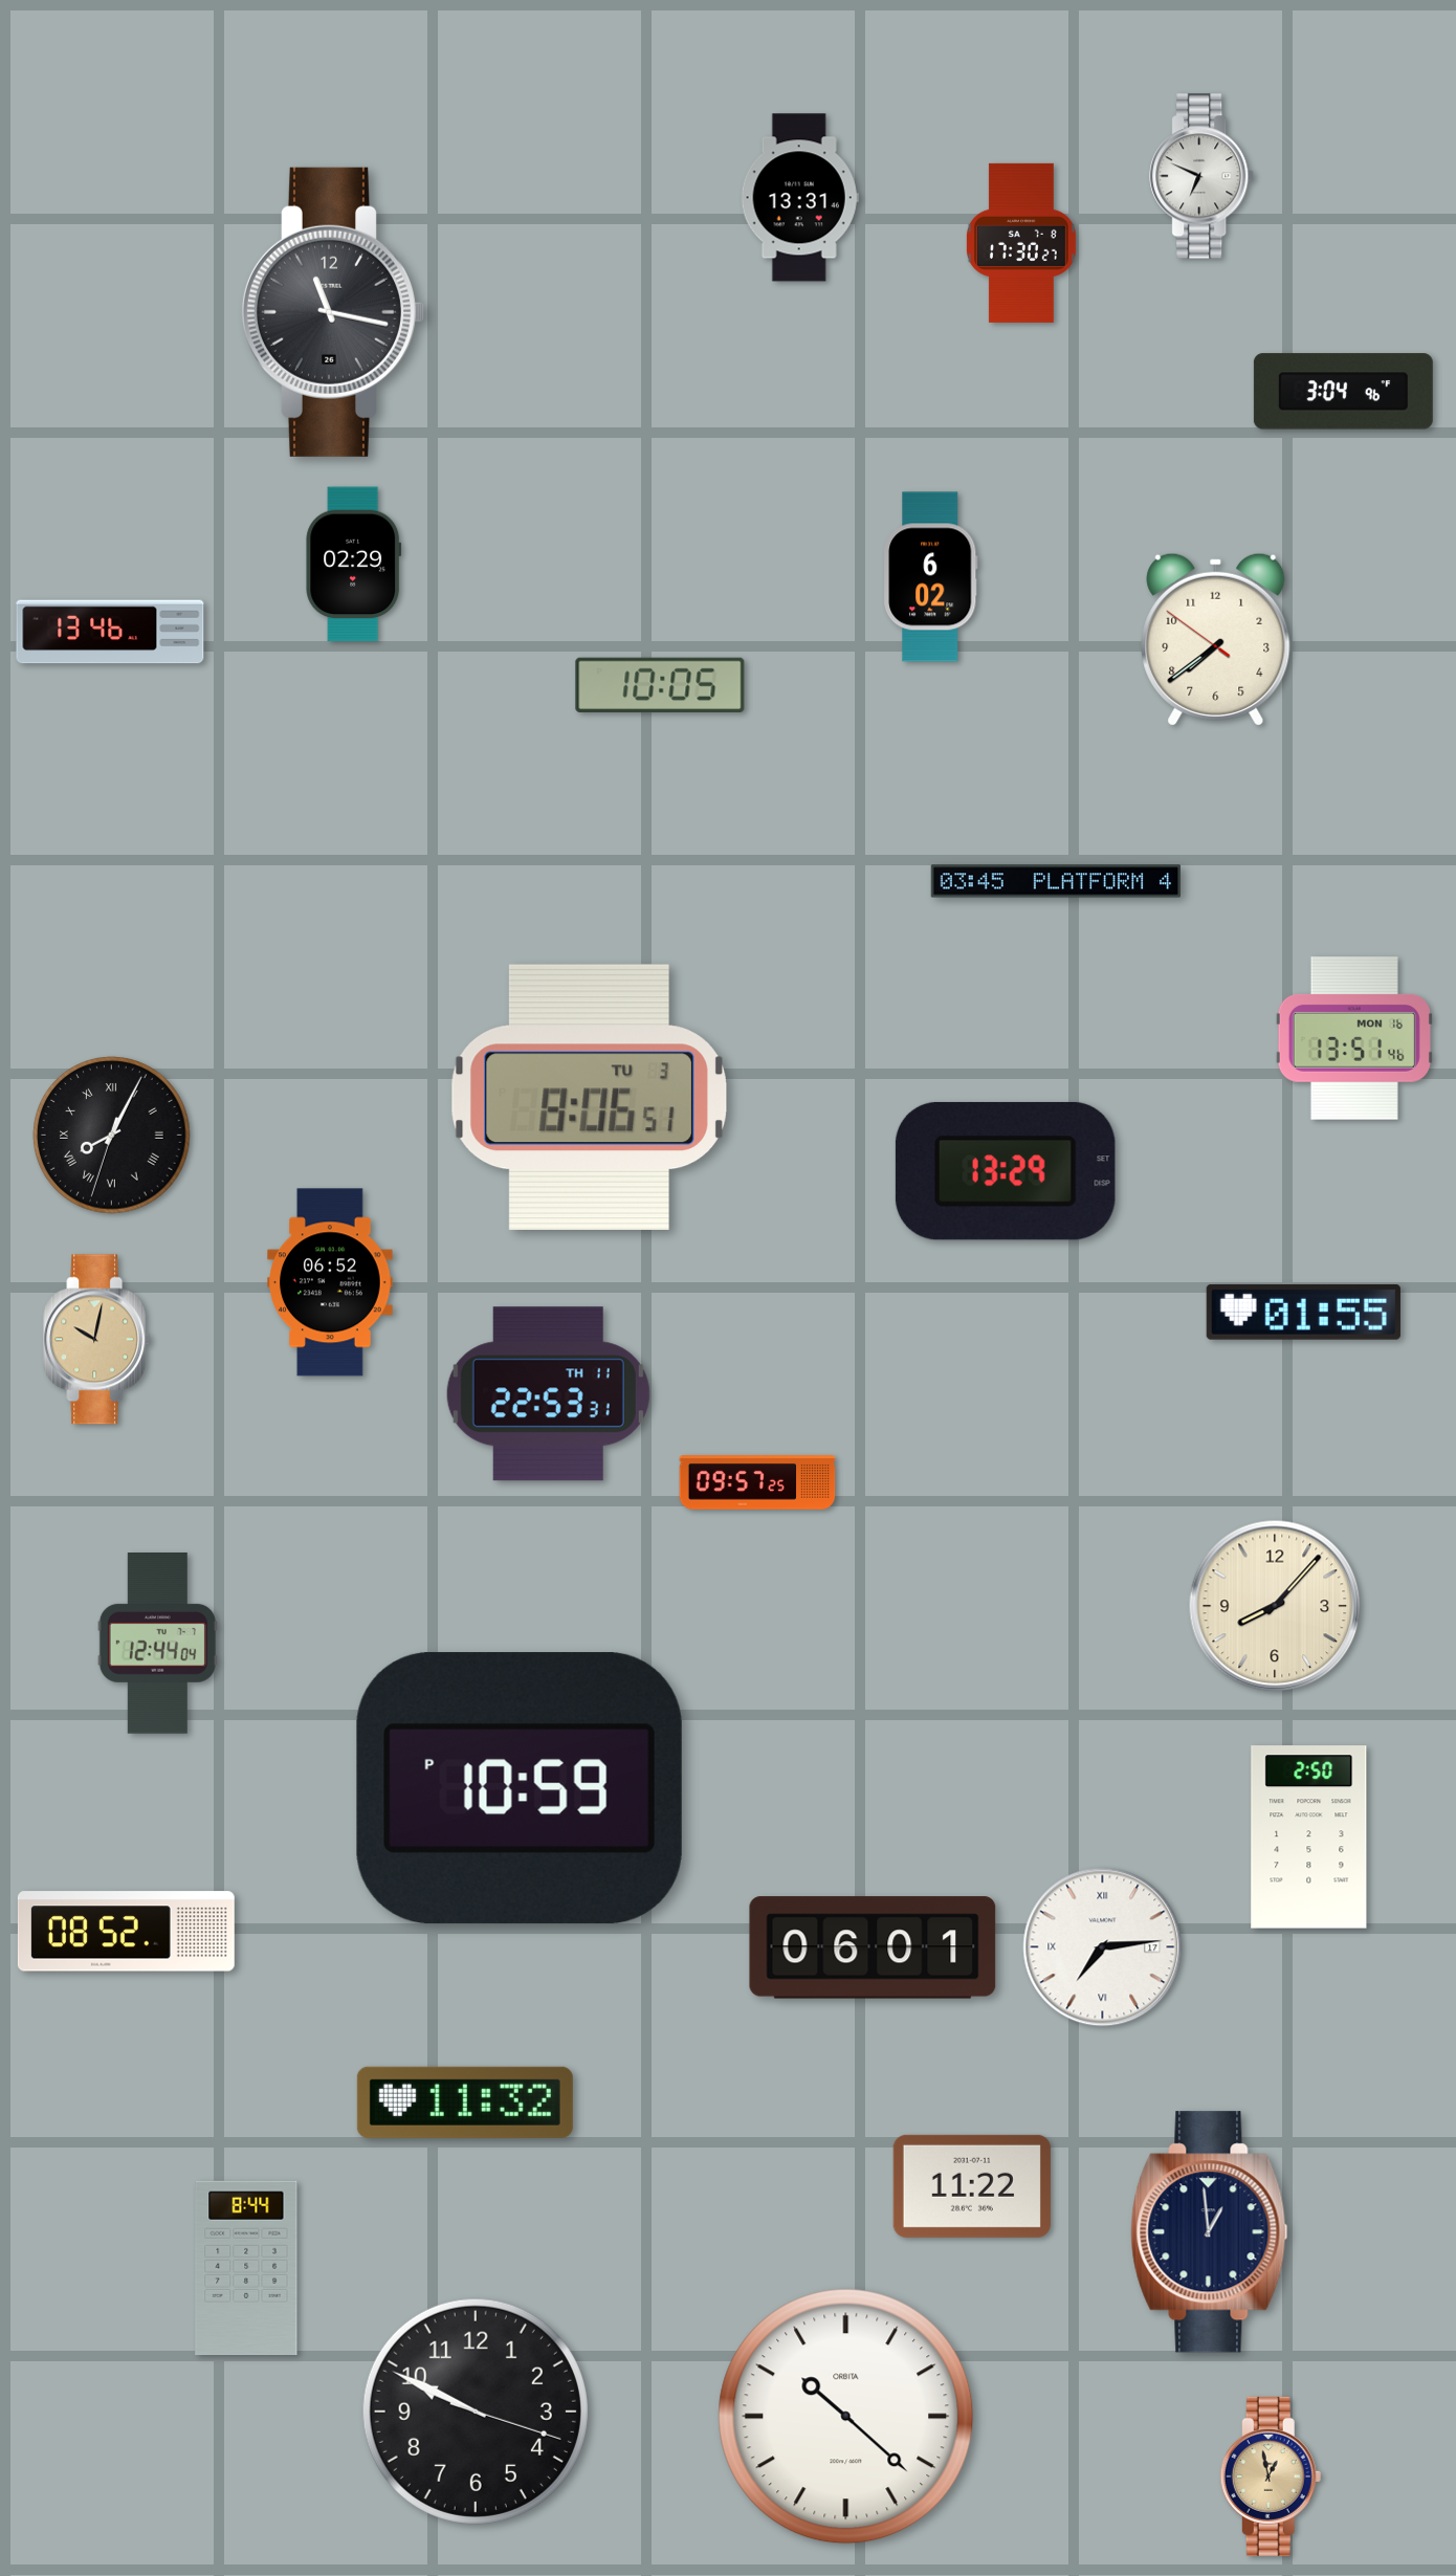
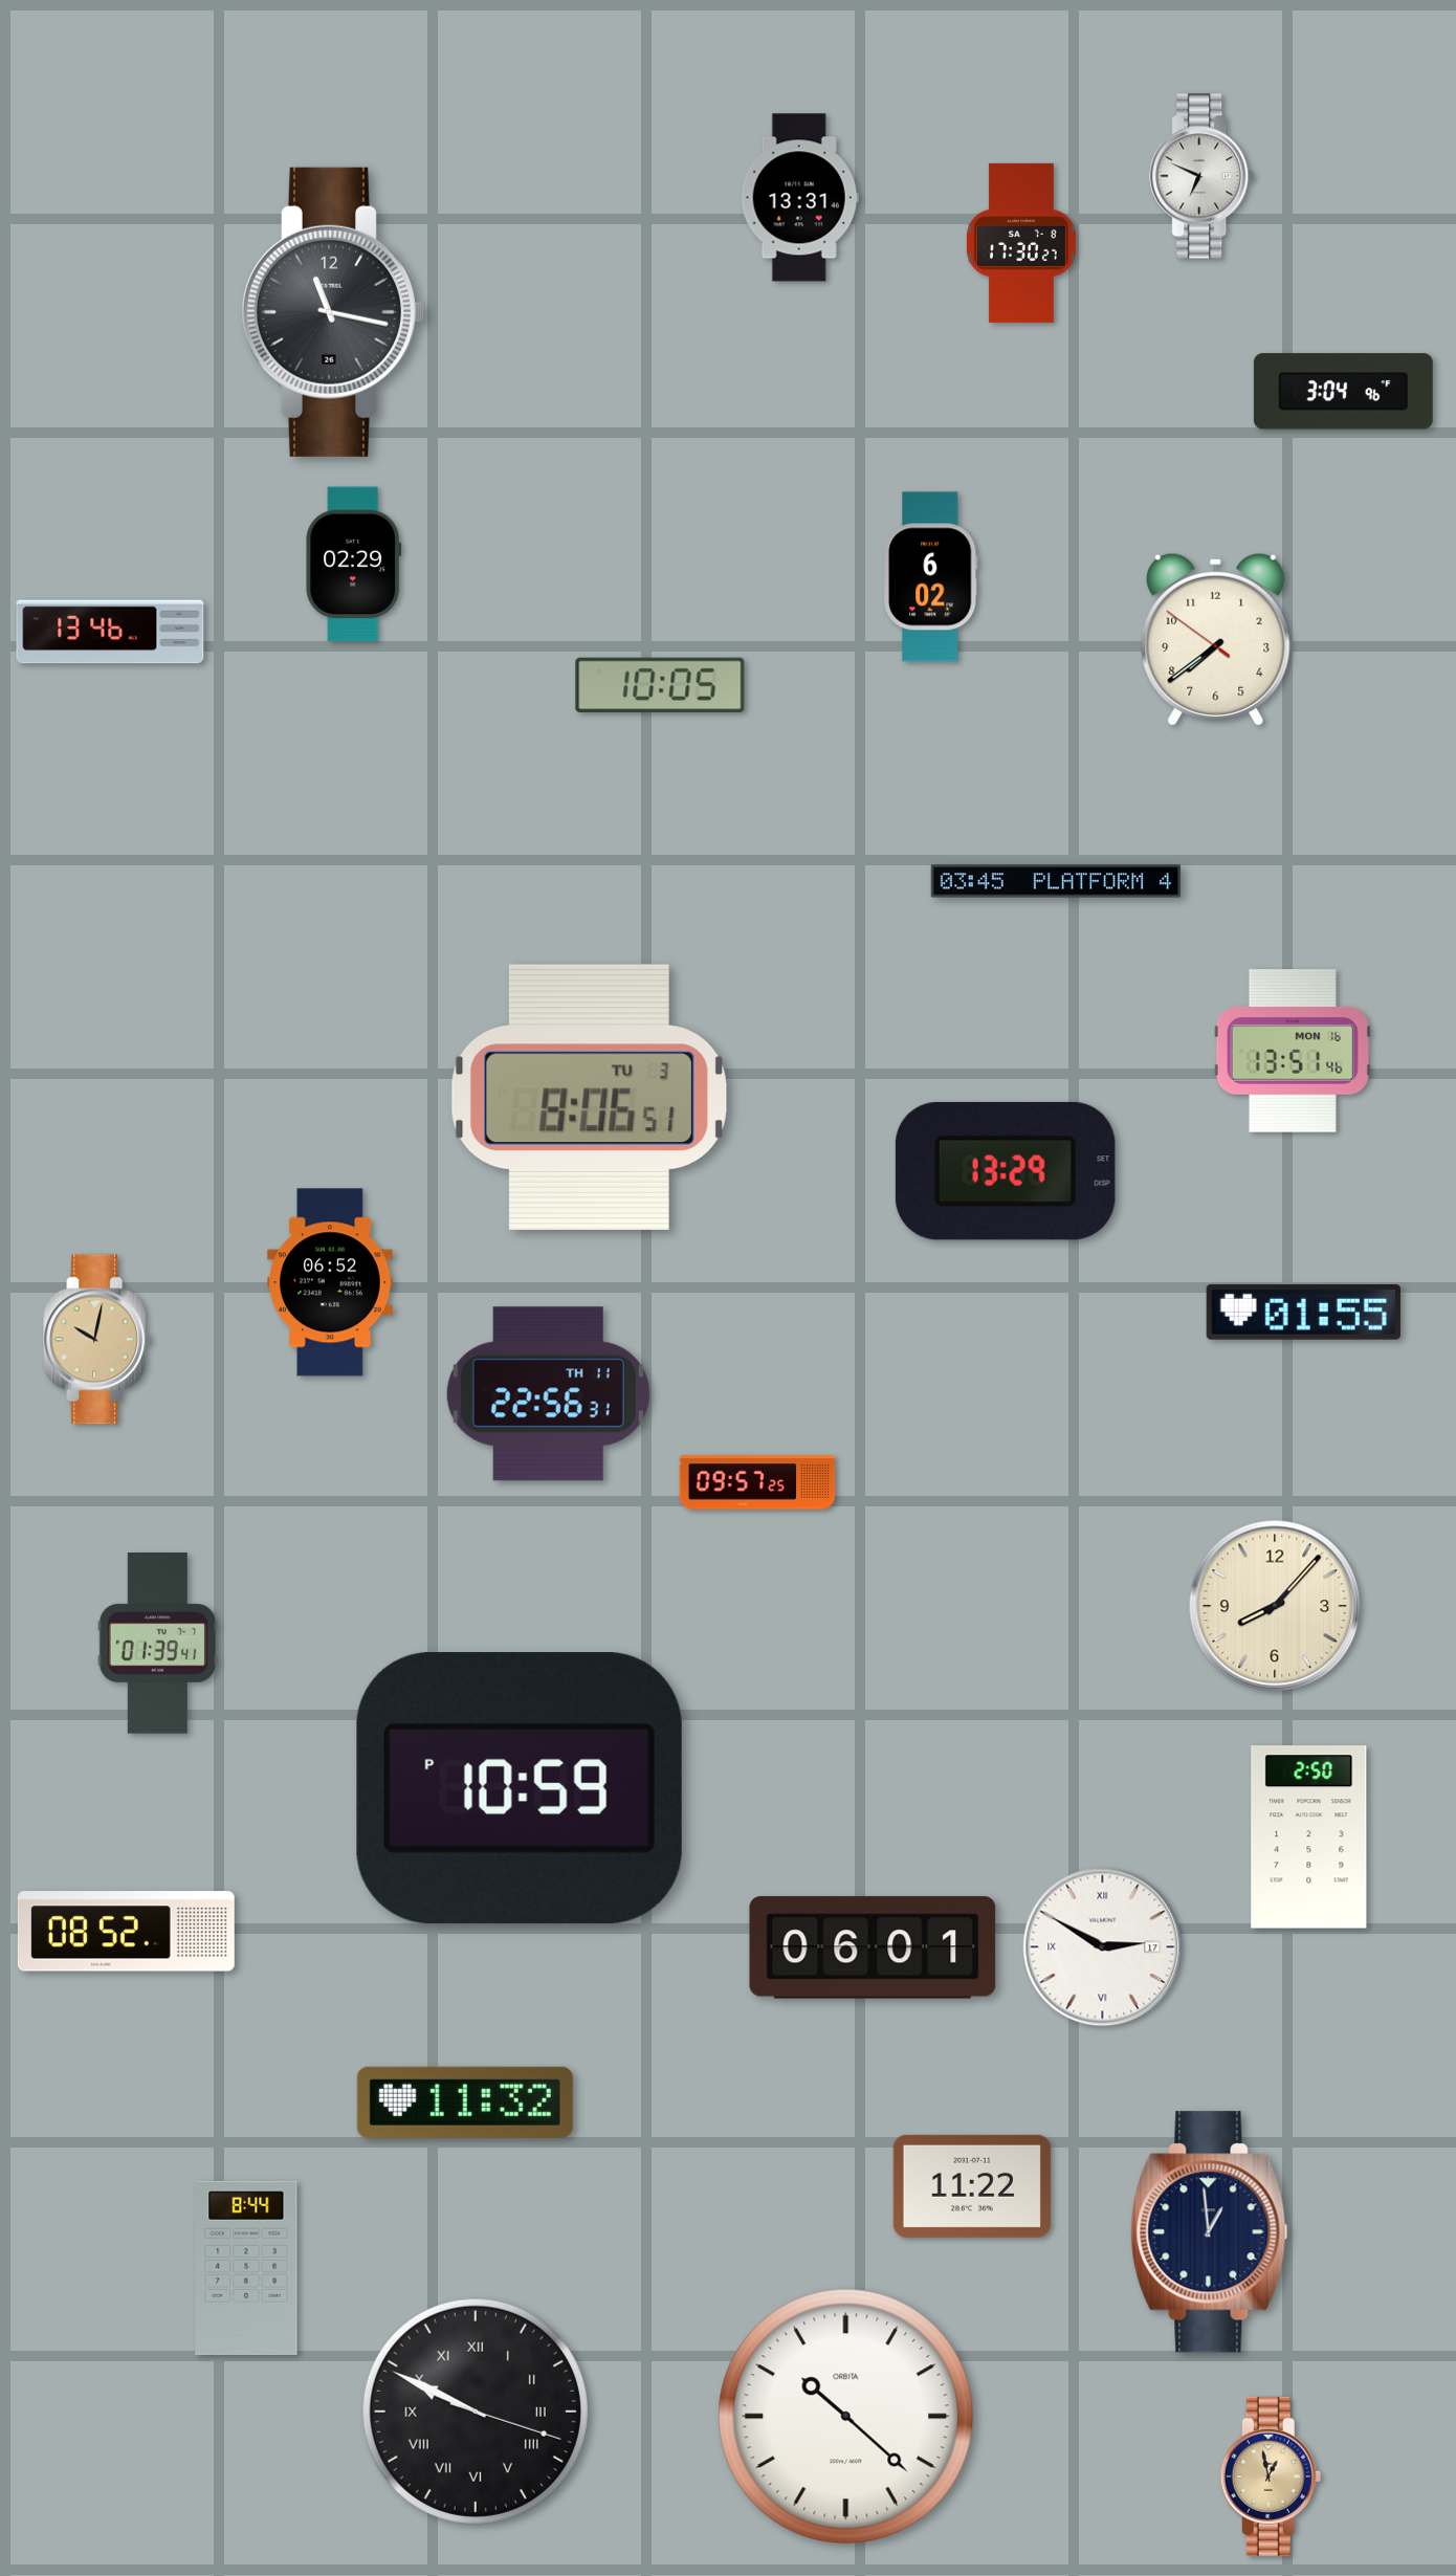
clock at (1354, 1038) position: (1354, 1038) -> (1293, 1051)
clock at (112, 1136): 8:04 -> none
clock at (548, 1394): 22:53 -> 22:56
clock at (157, 1644): 12:44 -> 01:39
clock at (1103, 1947): 7:14 -> 2:50
clock at (476, 2412) numerals: Arabic -> Roman
